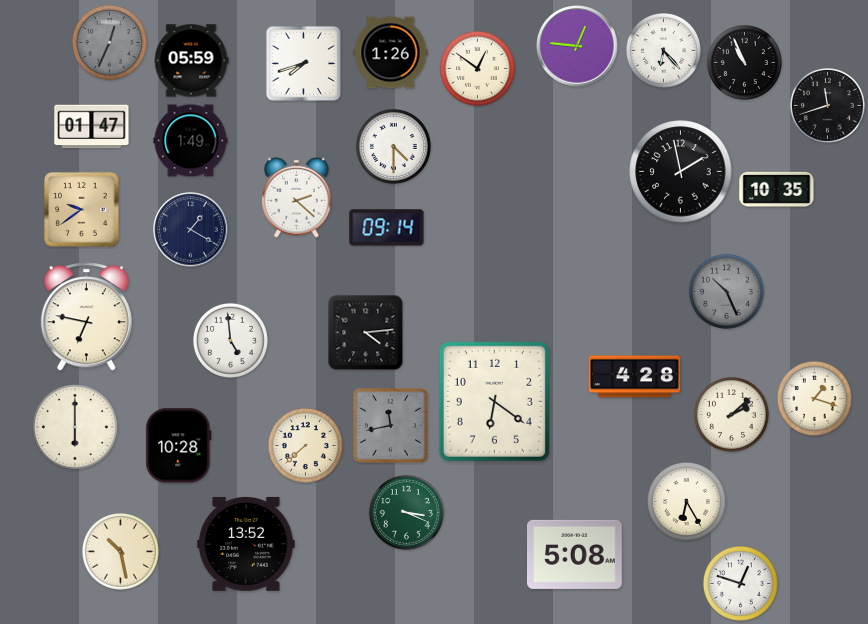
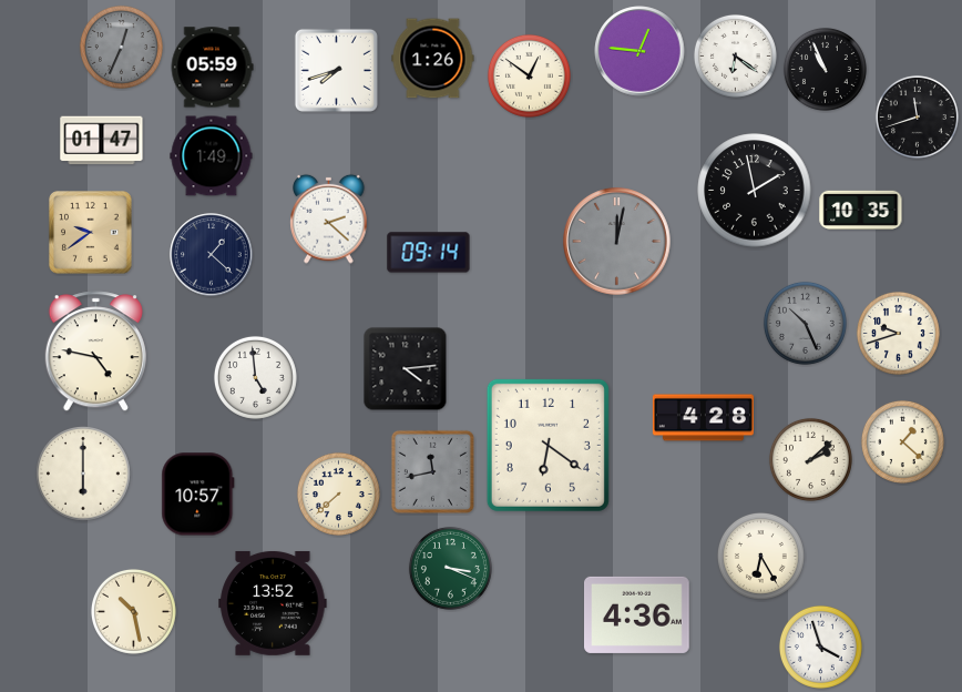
clock at (663, 50): 6:23 -> 6:21
clock at (393, 146): 4:30 -> none
clock at (617, 242): none -> 12:02
clock at (191, 230): 1:20 -> 1:22
clock at (898, 333): none -> 9:42
clock at (86, 317): 6:47 -> 4:47
clock at (814, 398): 1:18 -> 1:22
clock at (179, 446): 10:28 -> 10:57
clock at (575, 554): 5:08 -> 4:36
clock at (740, 583): 12:48 -> 3:57
